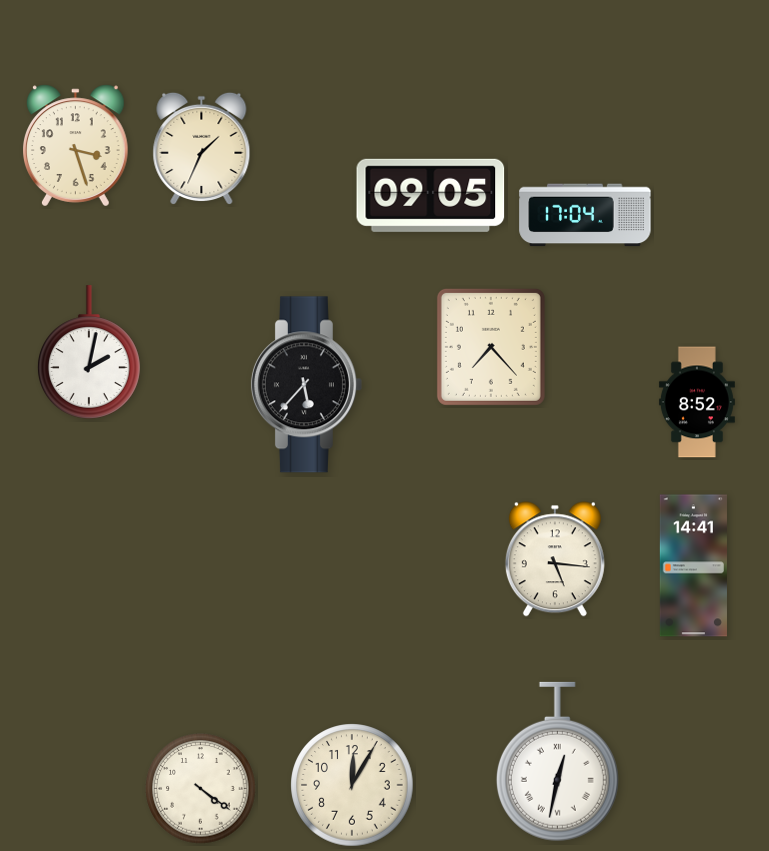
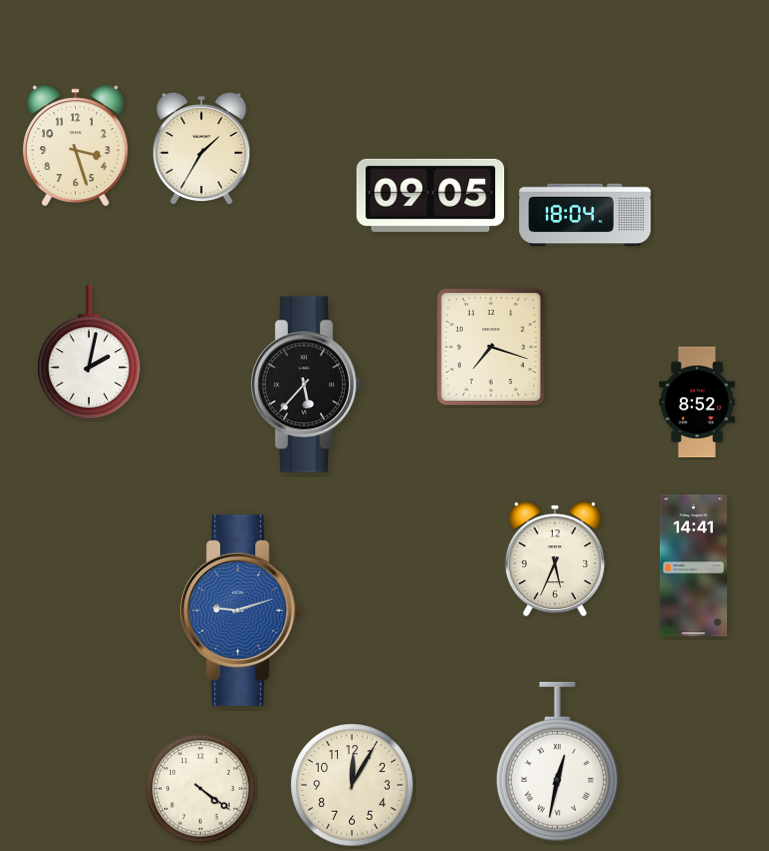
clock at (202, 148): 1:34 -> 1:35
clock at (585, 215): 17:04 -> 18:04
clock at (491, 347): 7:23 -> 7:18
clock at (555, 559): 5:16 -> 5:34
clock at (241, 610): none -> 9:12
